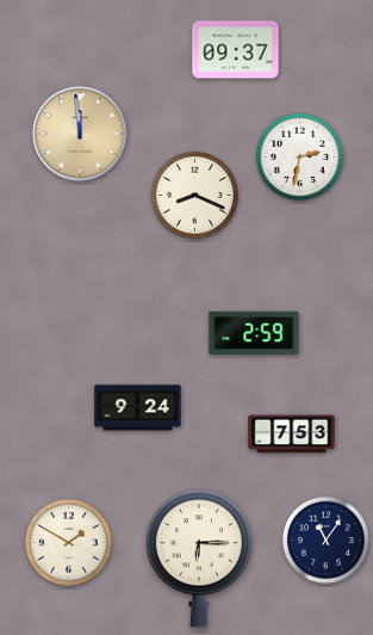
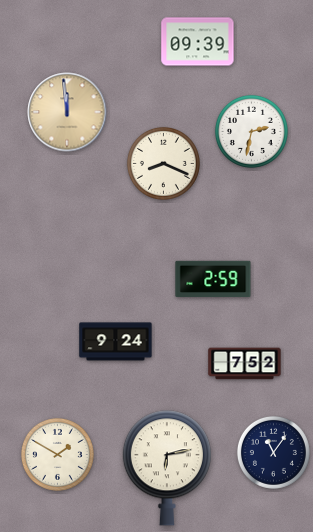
clock at (236, 50): 09:37 -> 09:39
clock at (292, 434): 7:53 -> 7:52
clock at (199, 559): 6:15 -> 6:13
